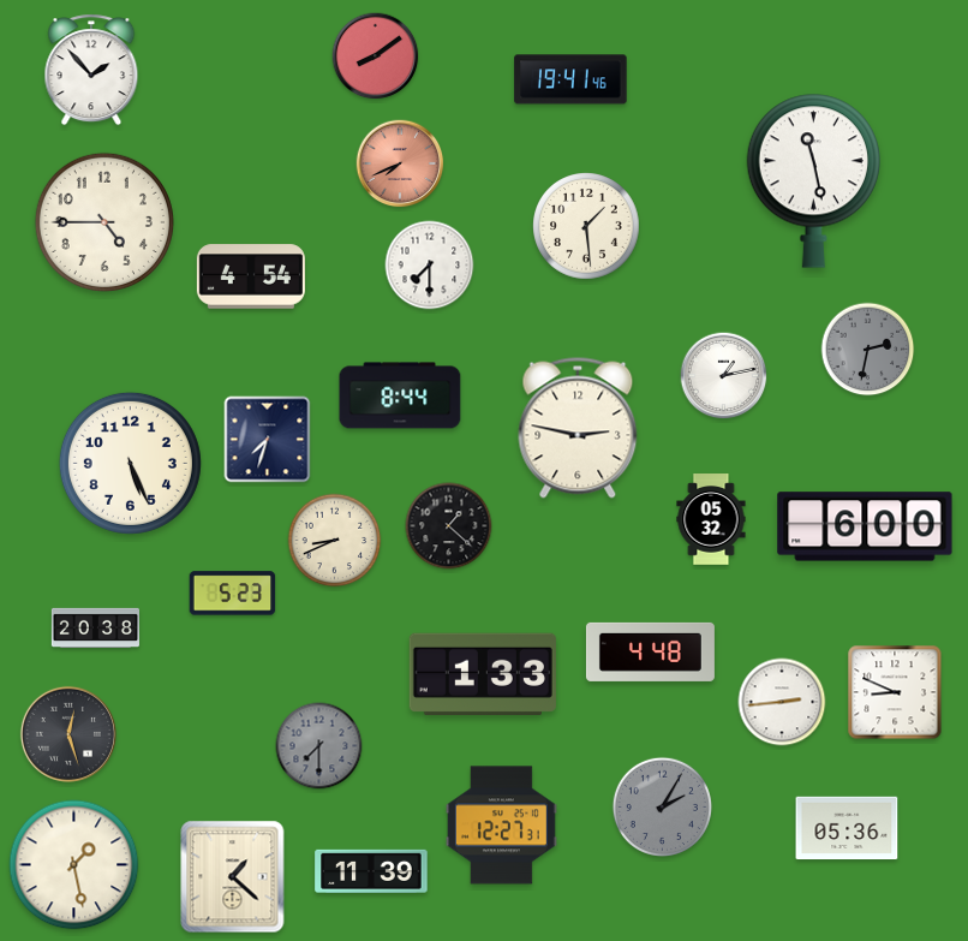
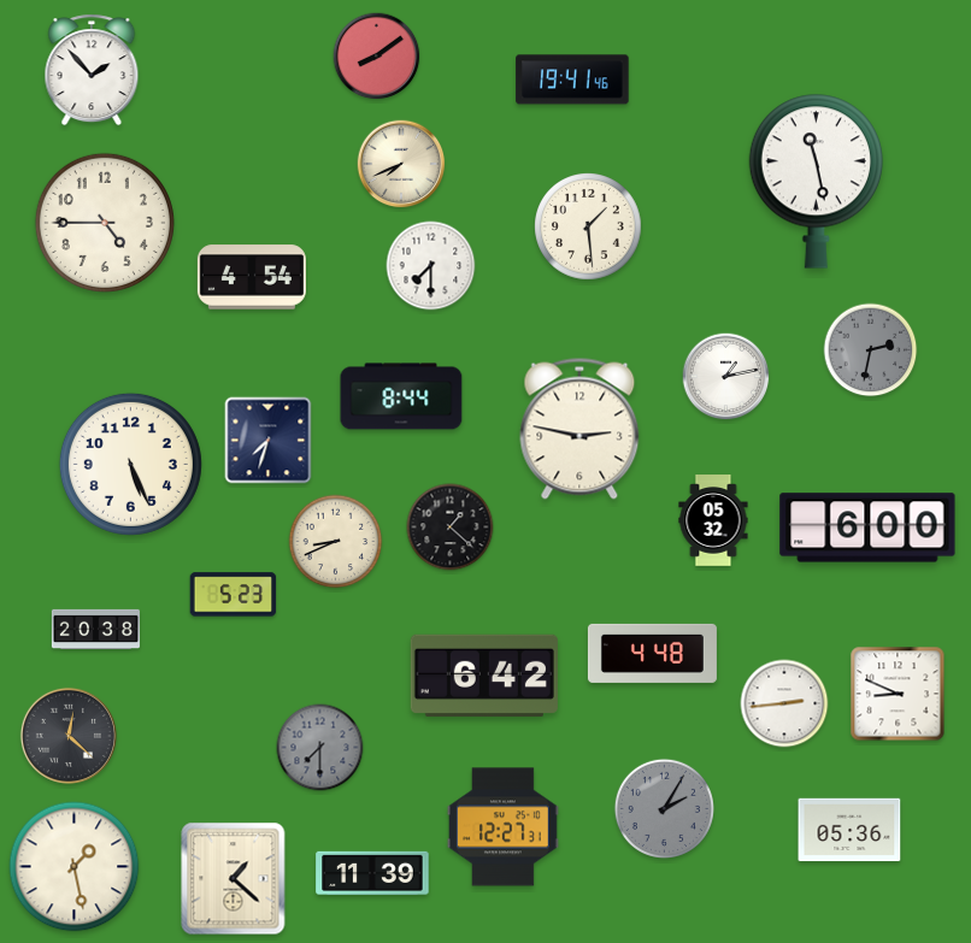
clock at (400, 163) dial: salmon -> cream
clock at (483, 674): 1:33 -> 6:42
clock at (68, 734): 12:27 -> 12:22
